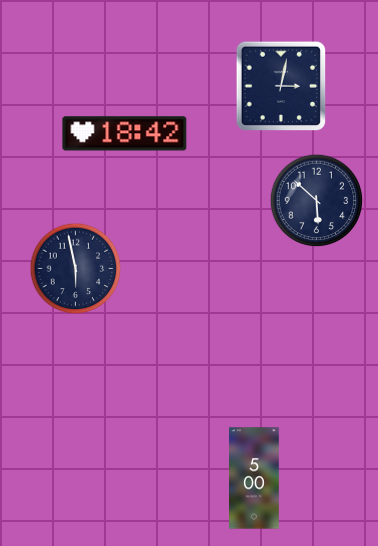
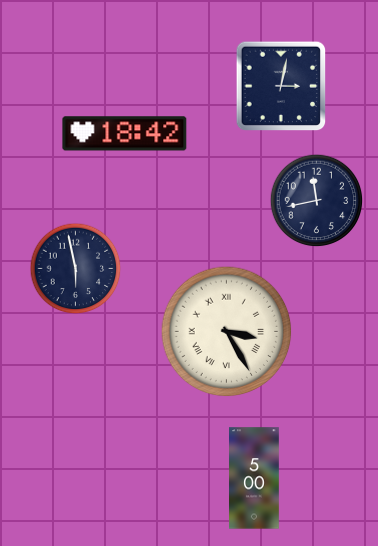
clock at (317, 201): 5:52 -> 11:43
clock at (227, 332): none -> 3:25
